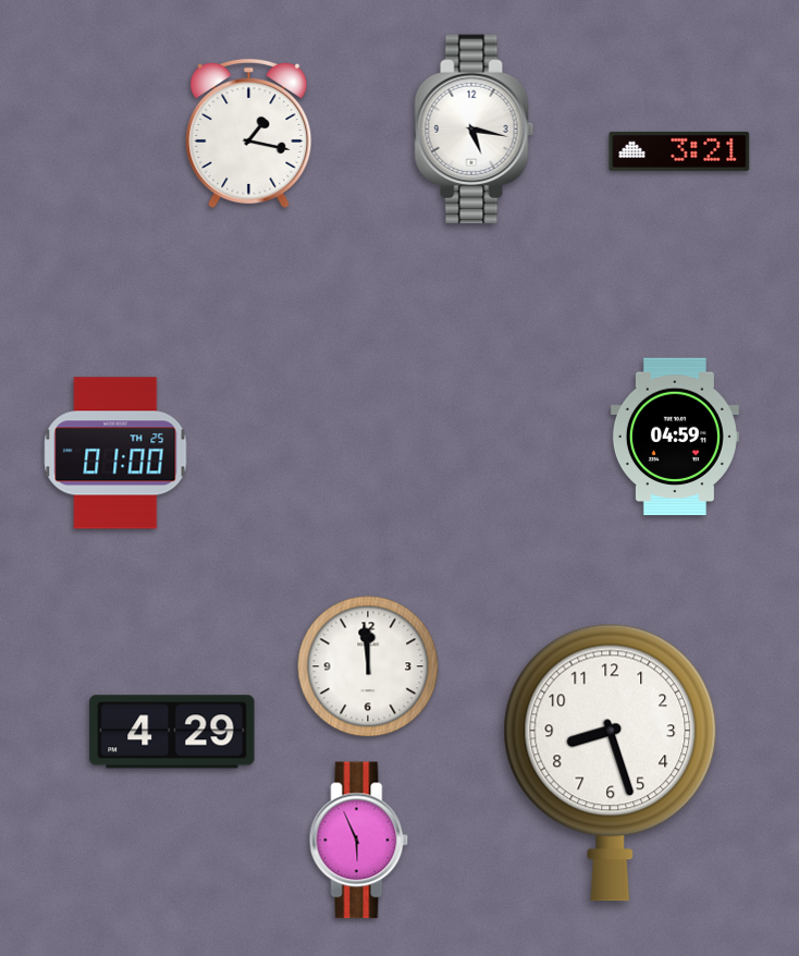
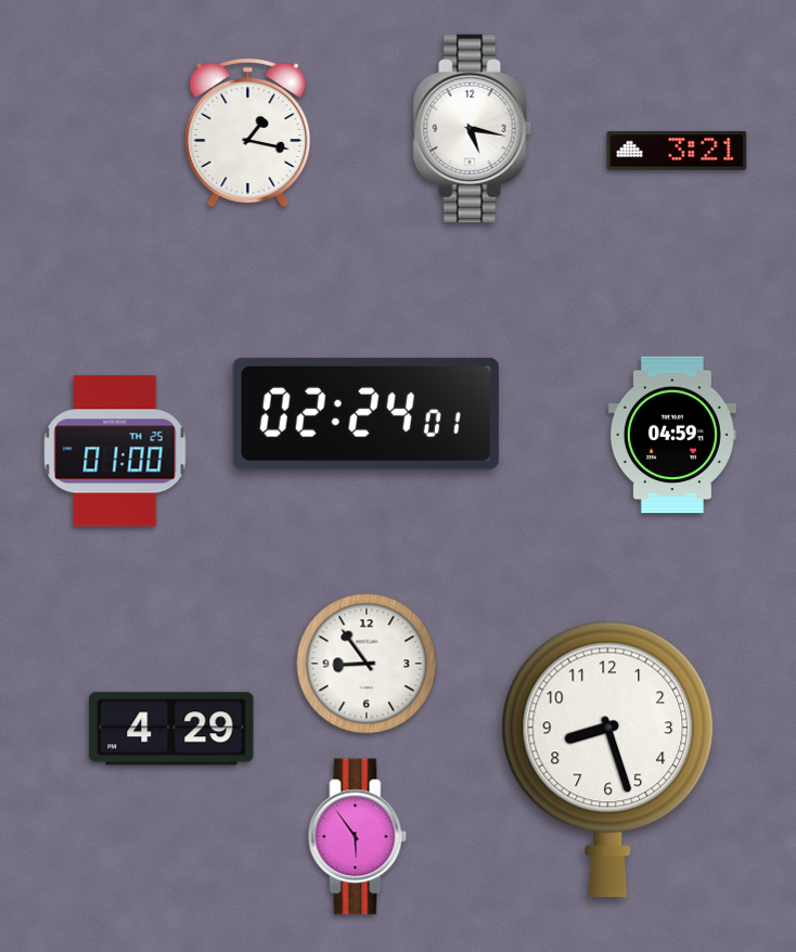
clock at (365, 413): none -> 02:24
clock at (368, 666): 11:59 -> 8:54
clock at (359, 841): 5:56 -> 5:54
